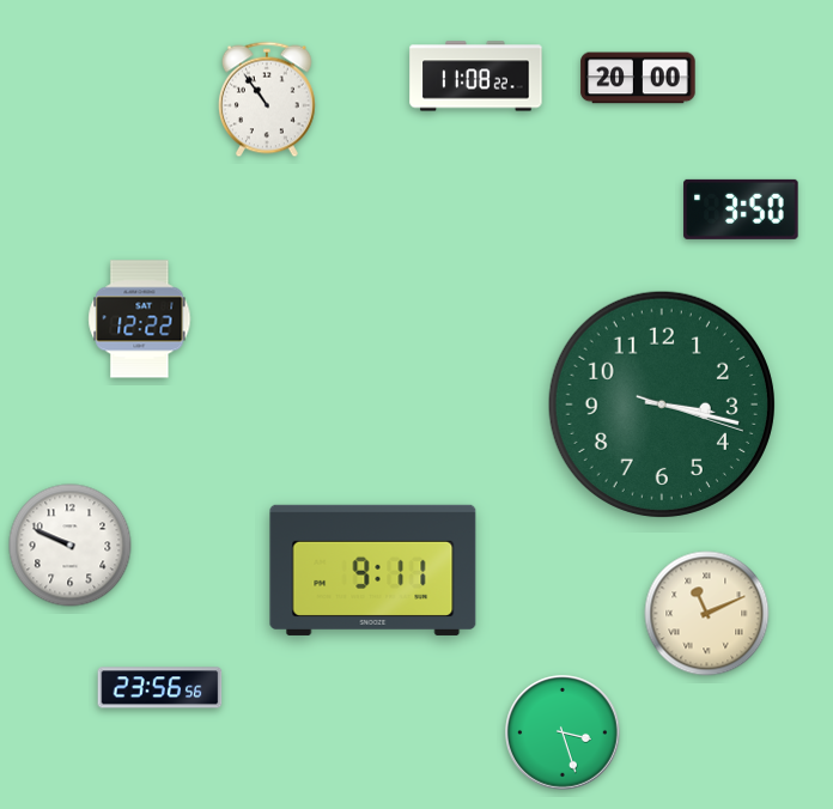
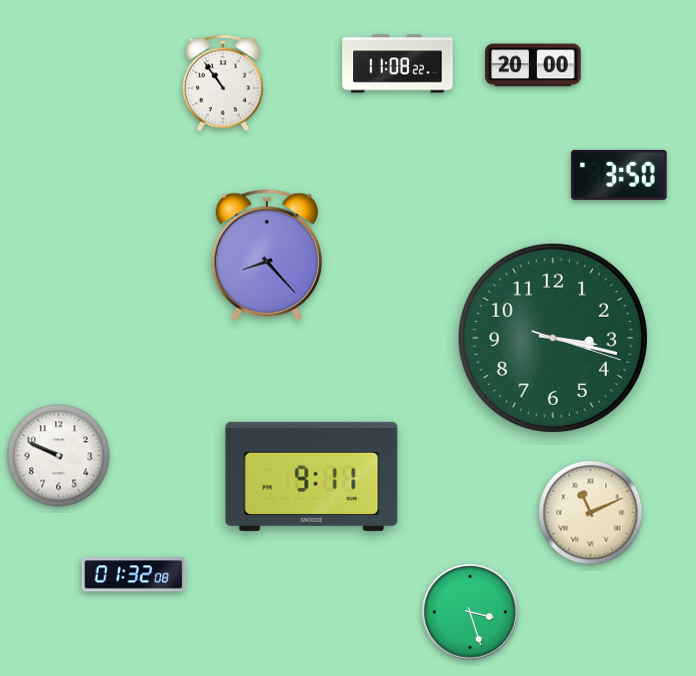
clock at (267, 255): none -> 8:23
clock at (140, 320): 12:22 -> none
clock at (160, 688): 23:56 -> 01:32
